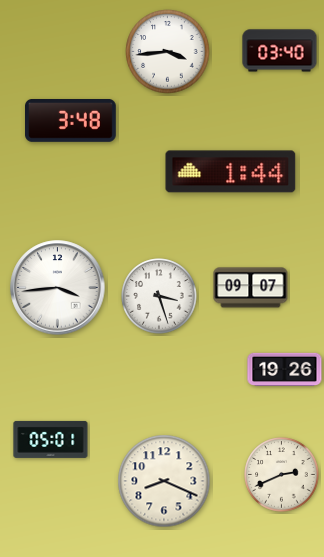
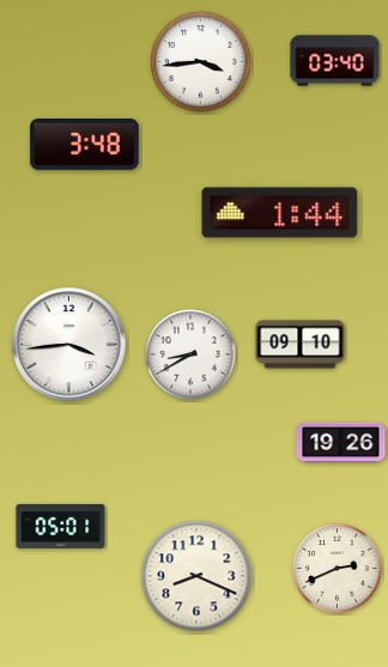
clock at (231, 172) position: (231, 172) -> (280, 213)
clock at (251, 288): 09:07 -> 09:10
clock at (159, 296): 3:27 -> 8:40
